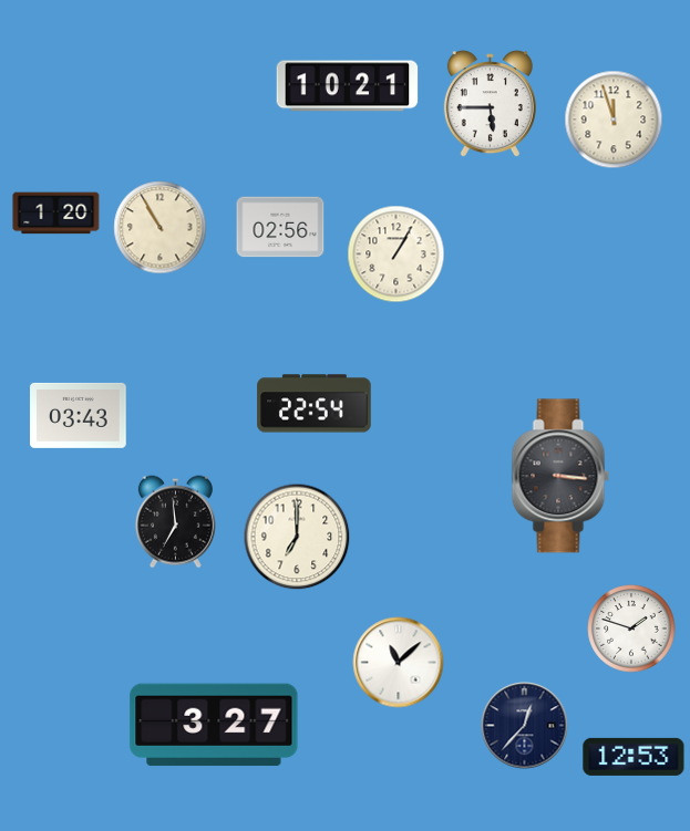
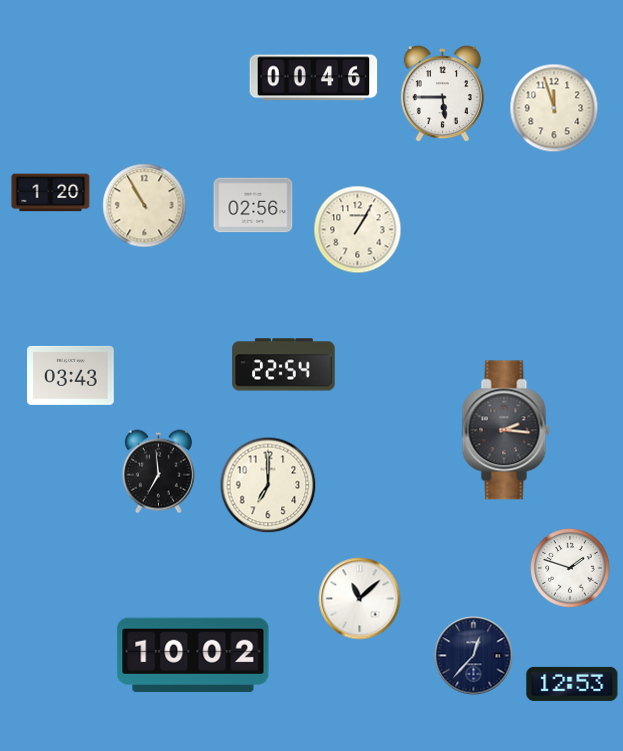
clock at (348, 86): 10:21 -> 00:46
clock at (560, 476): 3:16 -> 2:16
clock at (214, 725): 3:27 -> 10:02
